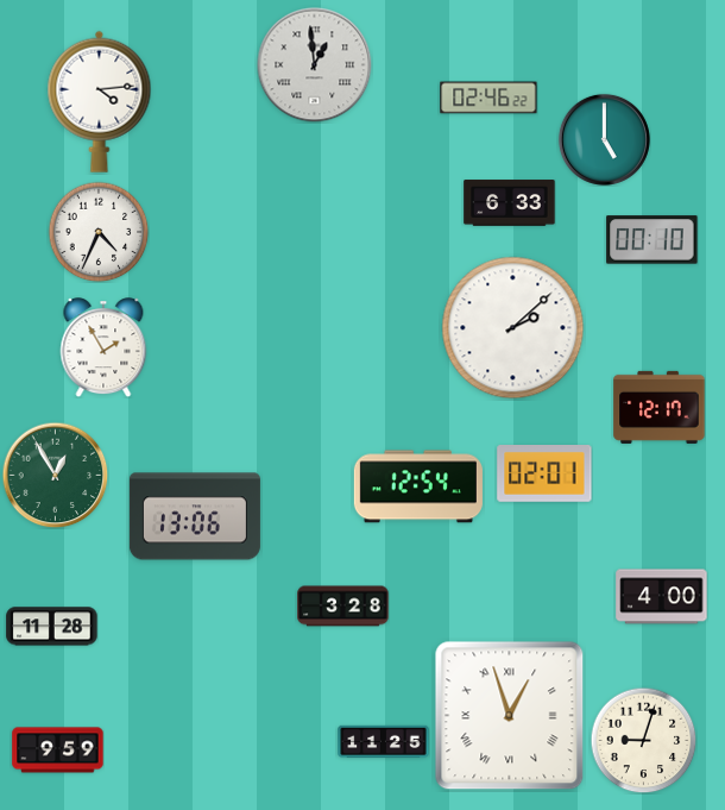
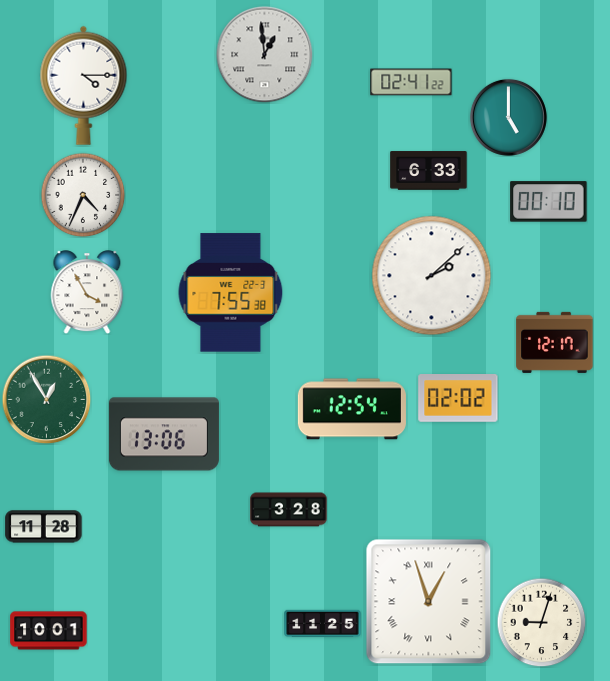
clock at (488, 98): 02:46 -> 02:41
clock at (100, 101): 4:14 -> 4:15
clock at (103, 347): 1:55 -> 3:55
clock at (231, 293): none -> 7:55
clock at (544, 475): 02:01 -> 02:02
clock at (662, 597): 4:00 -> none
clock at (58, 751): 9:59 -> 10:01
